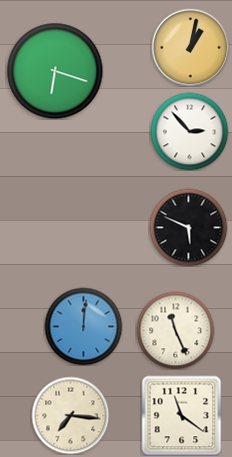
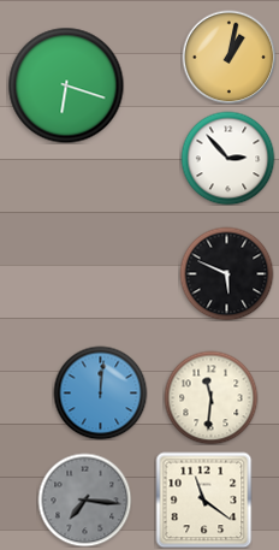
clock at (175, 330): 11:26 -> 11:31
clock at (70, 415) dial: cream -> grey
clock at (181, 415) position: (181, 415) -> (203, 499)
